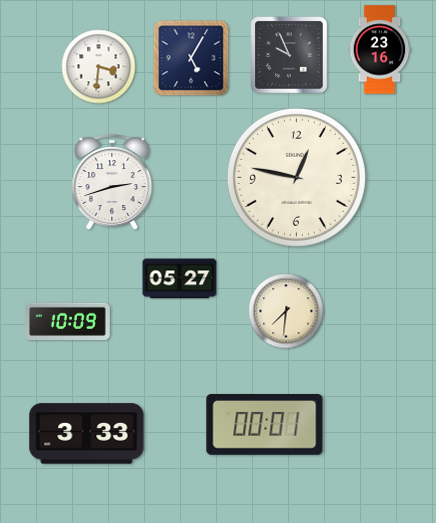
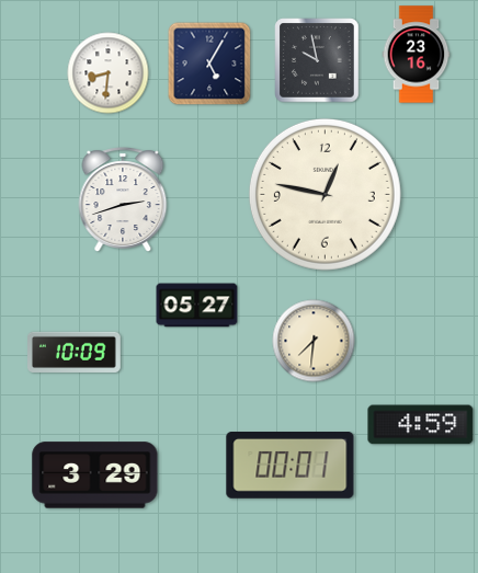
clock at (289, 55): 9:56 -> 9:58
clock at (99, 67): 3:31 -> 8:31
clock at (421, 425): none -> 4:59
clock at (87, 434): 3:33 -> 3:29
